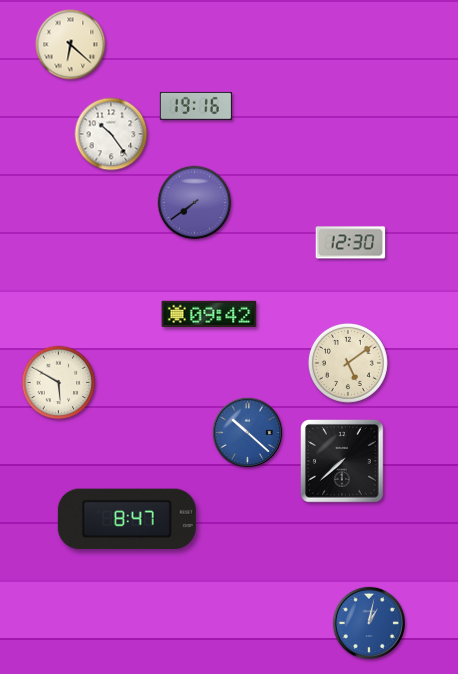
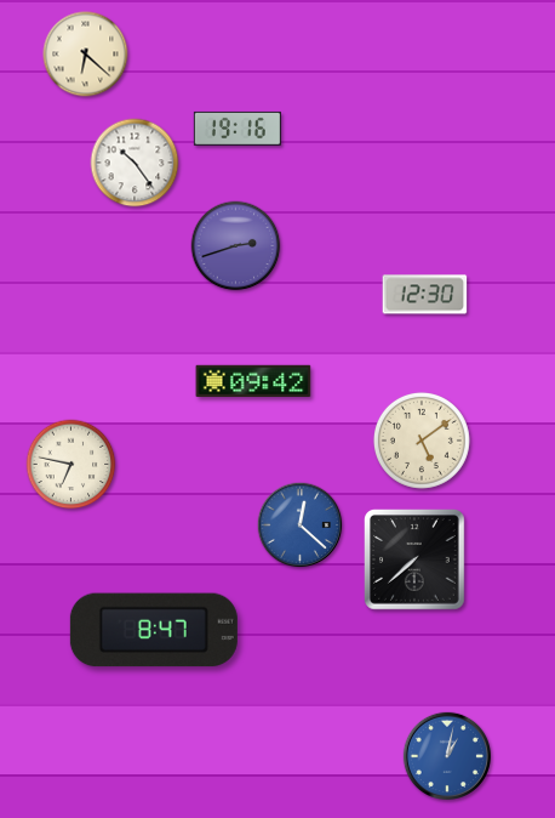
clock at (195, 203): 7:39 -> 2:42
clock at (59, 383): 5:50 -> 6:47
clock at (248, 433): 10:22 -> 12:22
